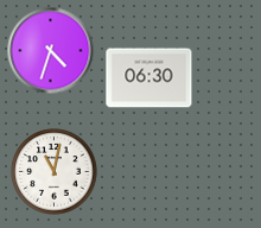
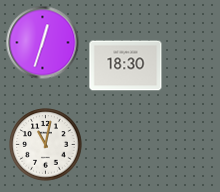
clock at (51, 51): 4:33 -> 12:33
clock at (149, 78): 06:30 -> 18:30
